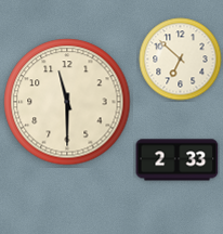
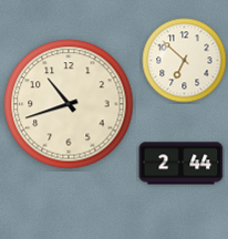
clock at (67, 102): 11:30 -> 10:42
clock at (178, 160): 2:33 -> 2:44
